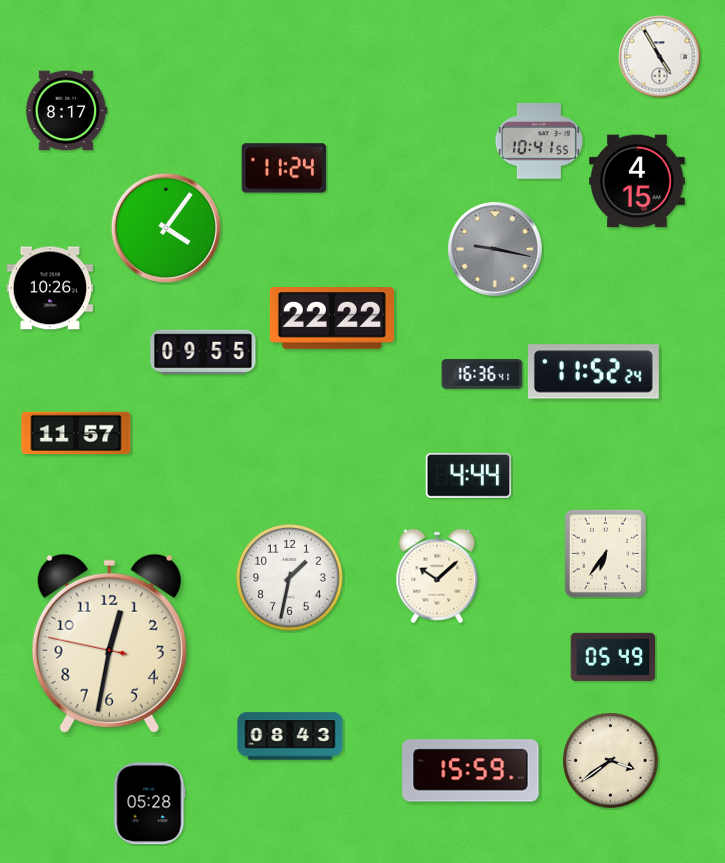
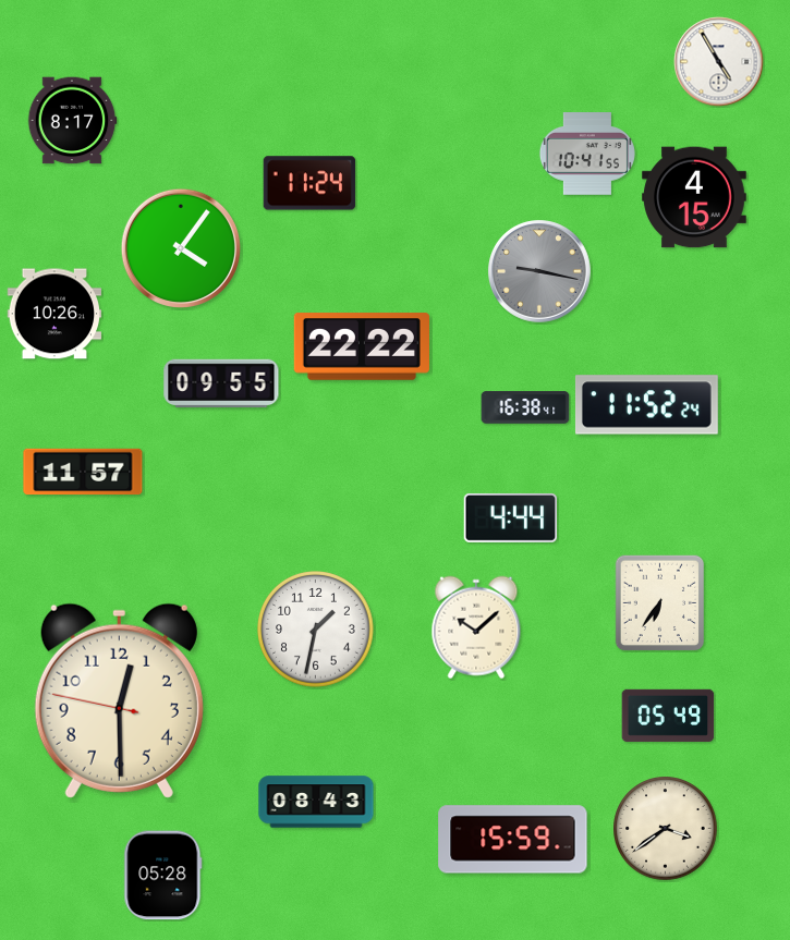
clock at (482, 374): 16:36 -> 16:38
clock at (109, 643): 12:31 -> 12:29
